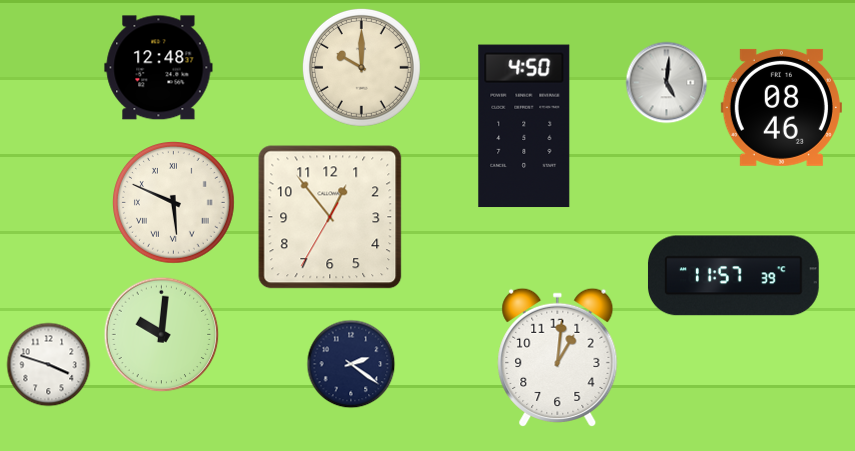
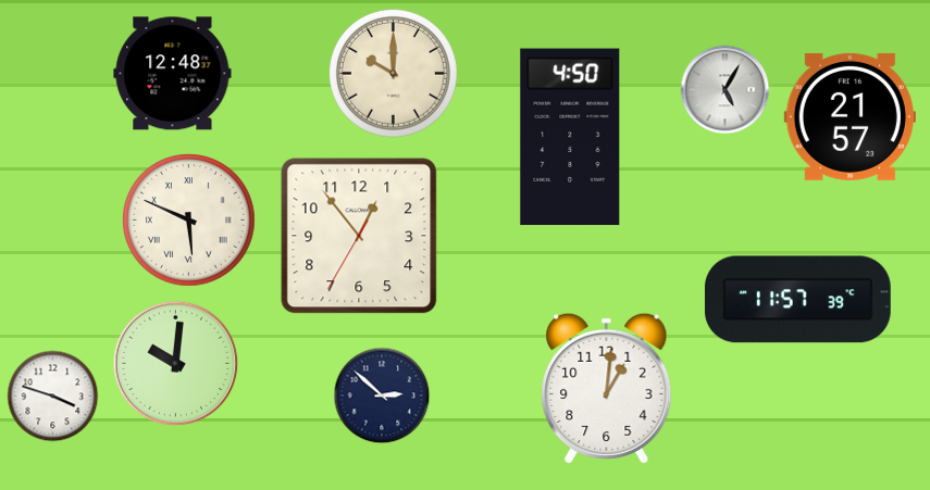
clock at (667, 83): 5:01 -> 5:05
clock at (781, 107): 08:46 -> 21:57
clock at (351, 364): 2:21 -> 2:52
